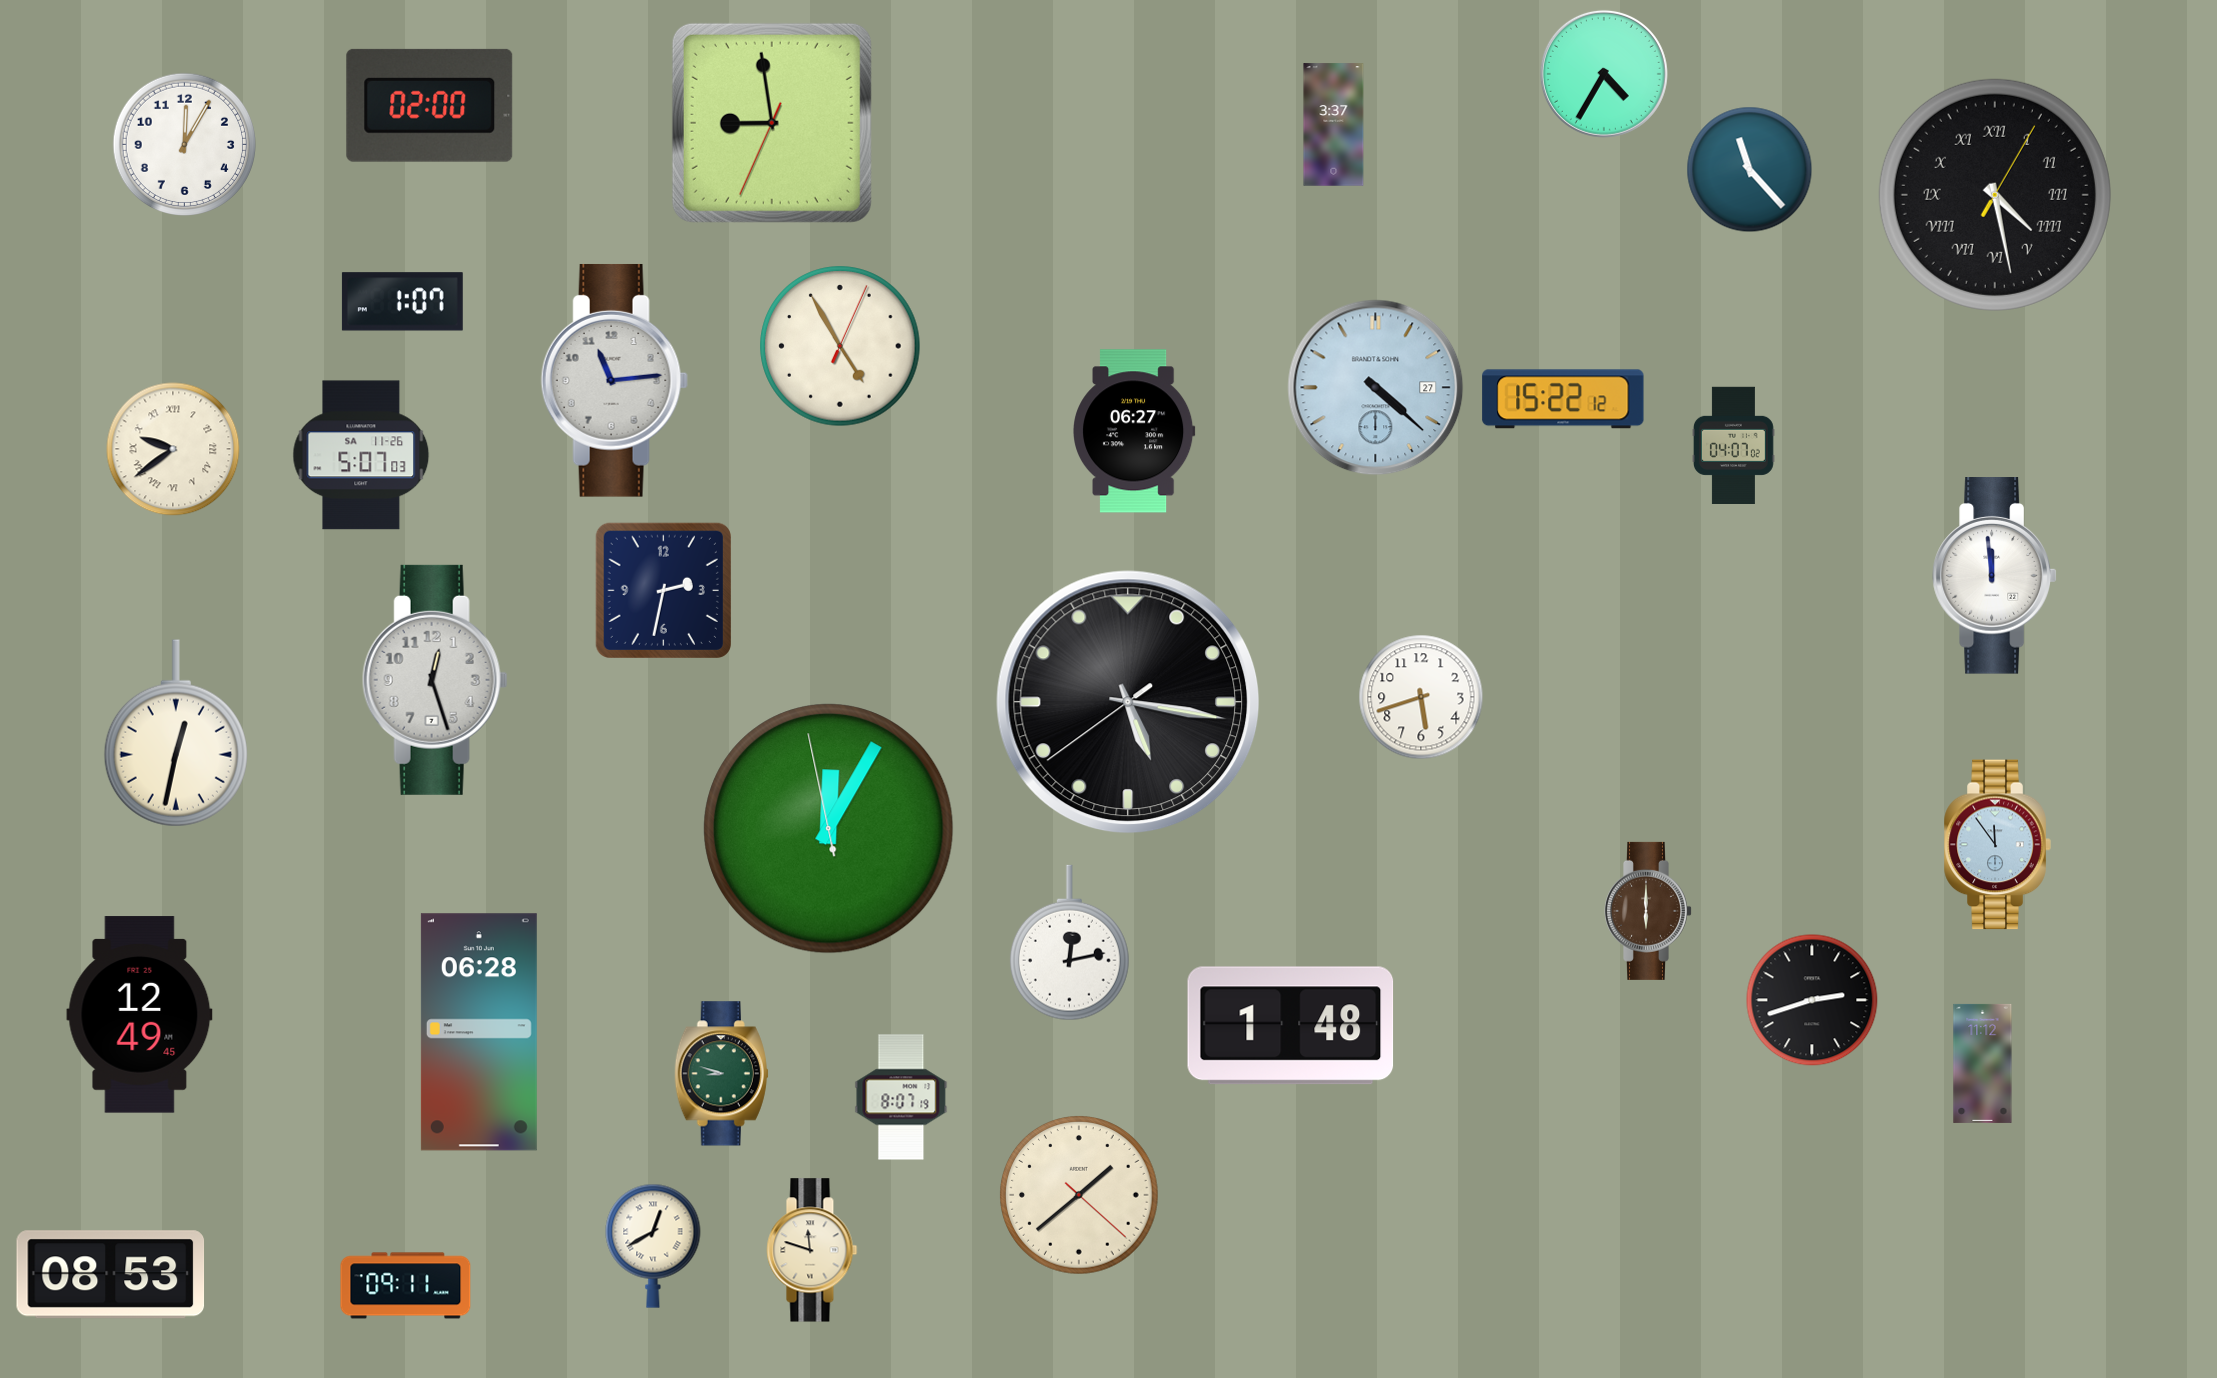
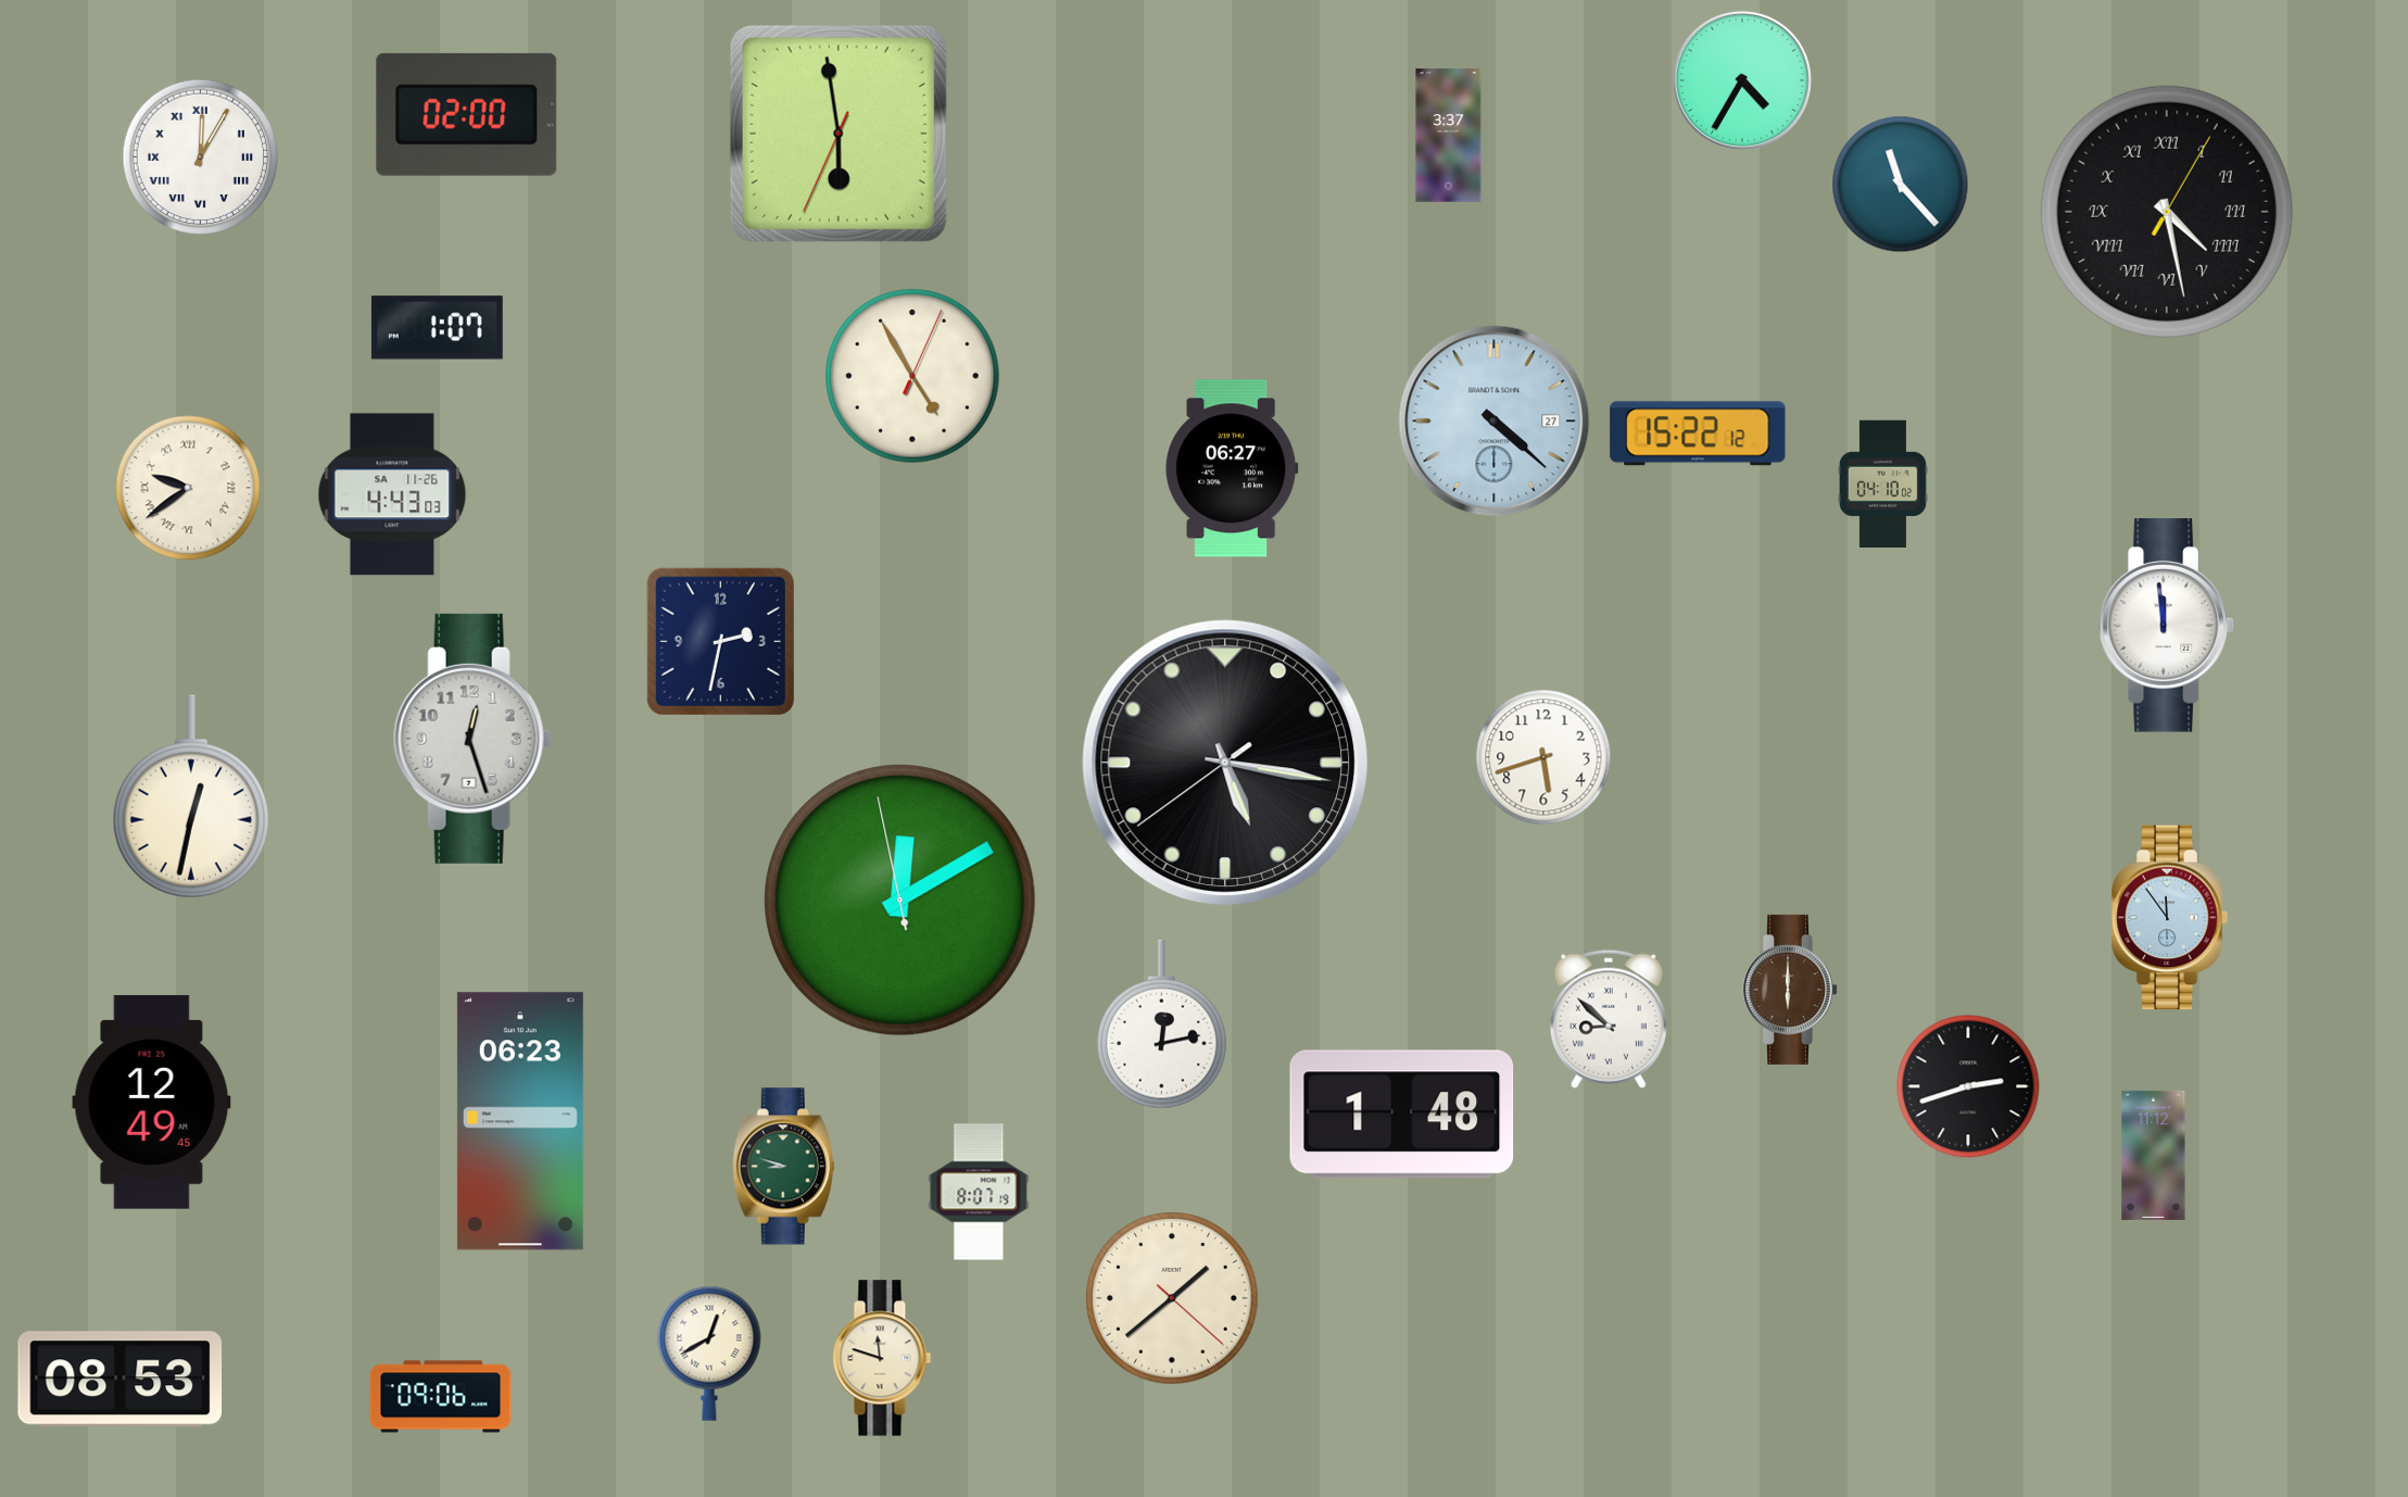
clock at (772, 123): 8:58 -> 5:58
clock at (184, 144) numerals: Arabic -> Roman
clock at (614, 380): 11:14 -> none
clock at (1733, 445): 04:07 -> 04:10
clock at (361, 455): 5:07 -> 4:43
clock at (829, 829): 12:04 -> 12:09
clock at (1609, 1019): none -> 8:52
clock at (479, 1032): 06:28 -> 06:23
clock at (111, 1275) position: (111, 1275) -> (121, 1380)
clock at (406, 1286): 09:11 -> 09:06
